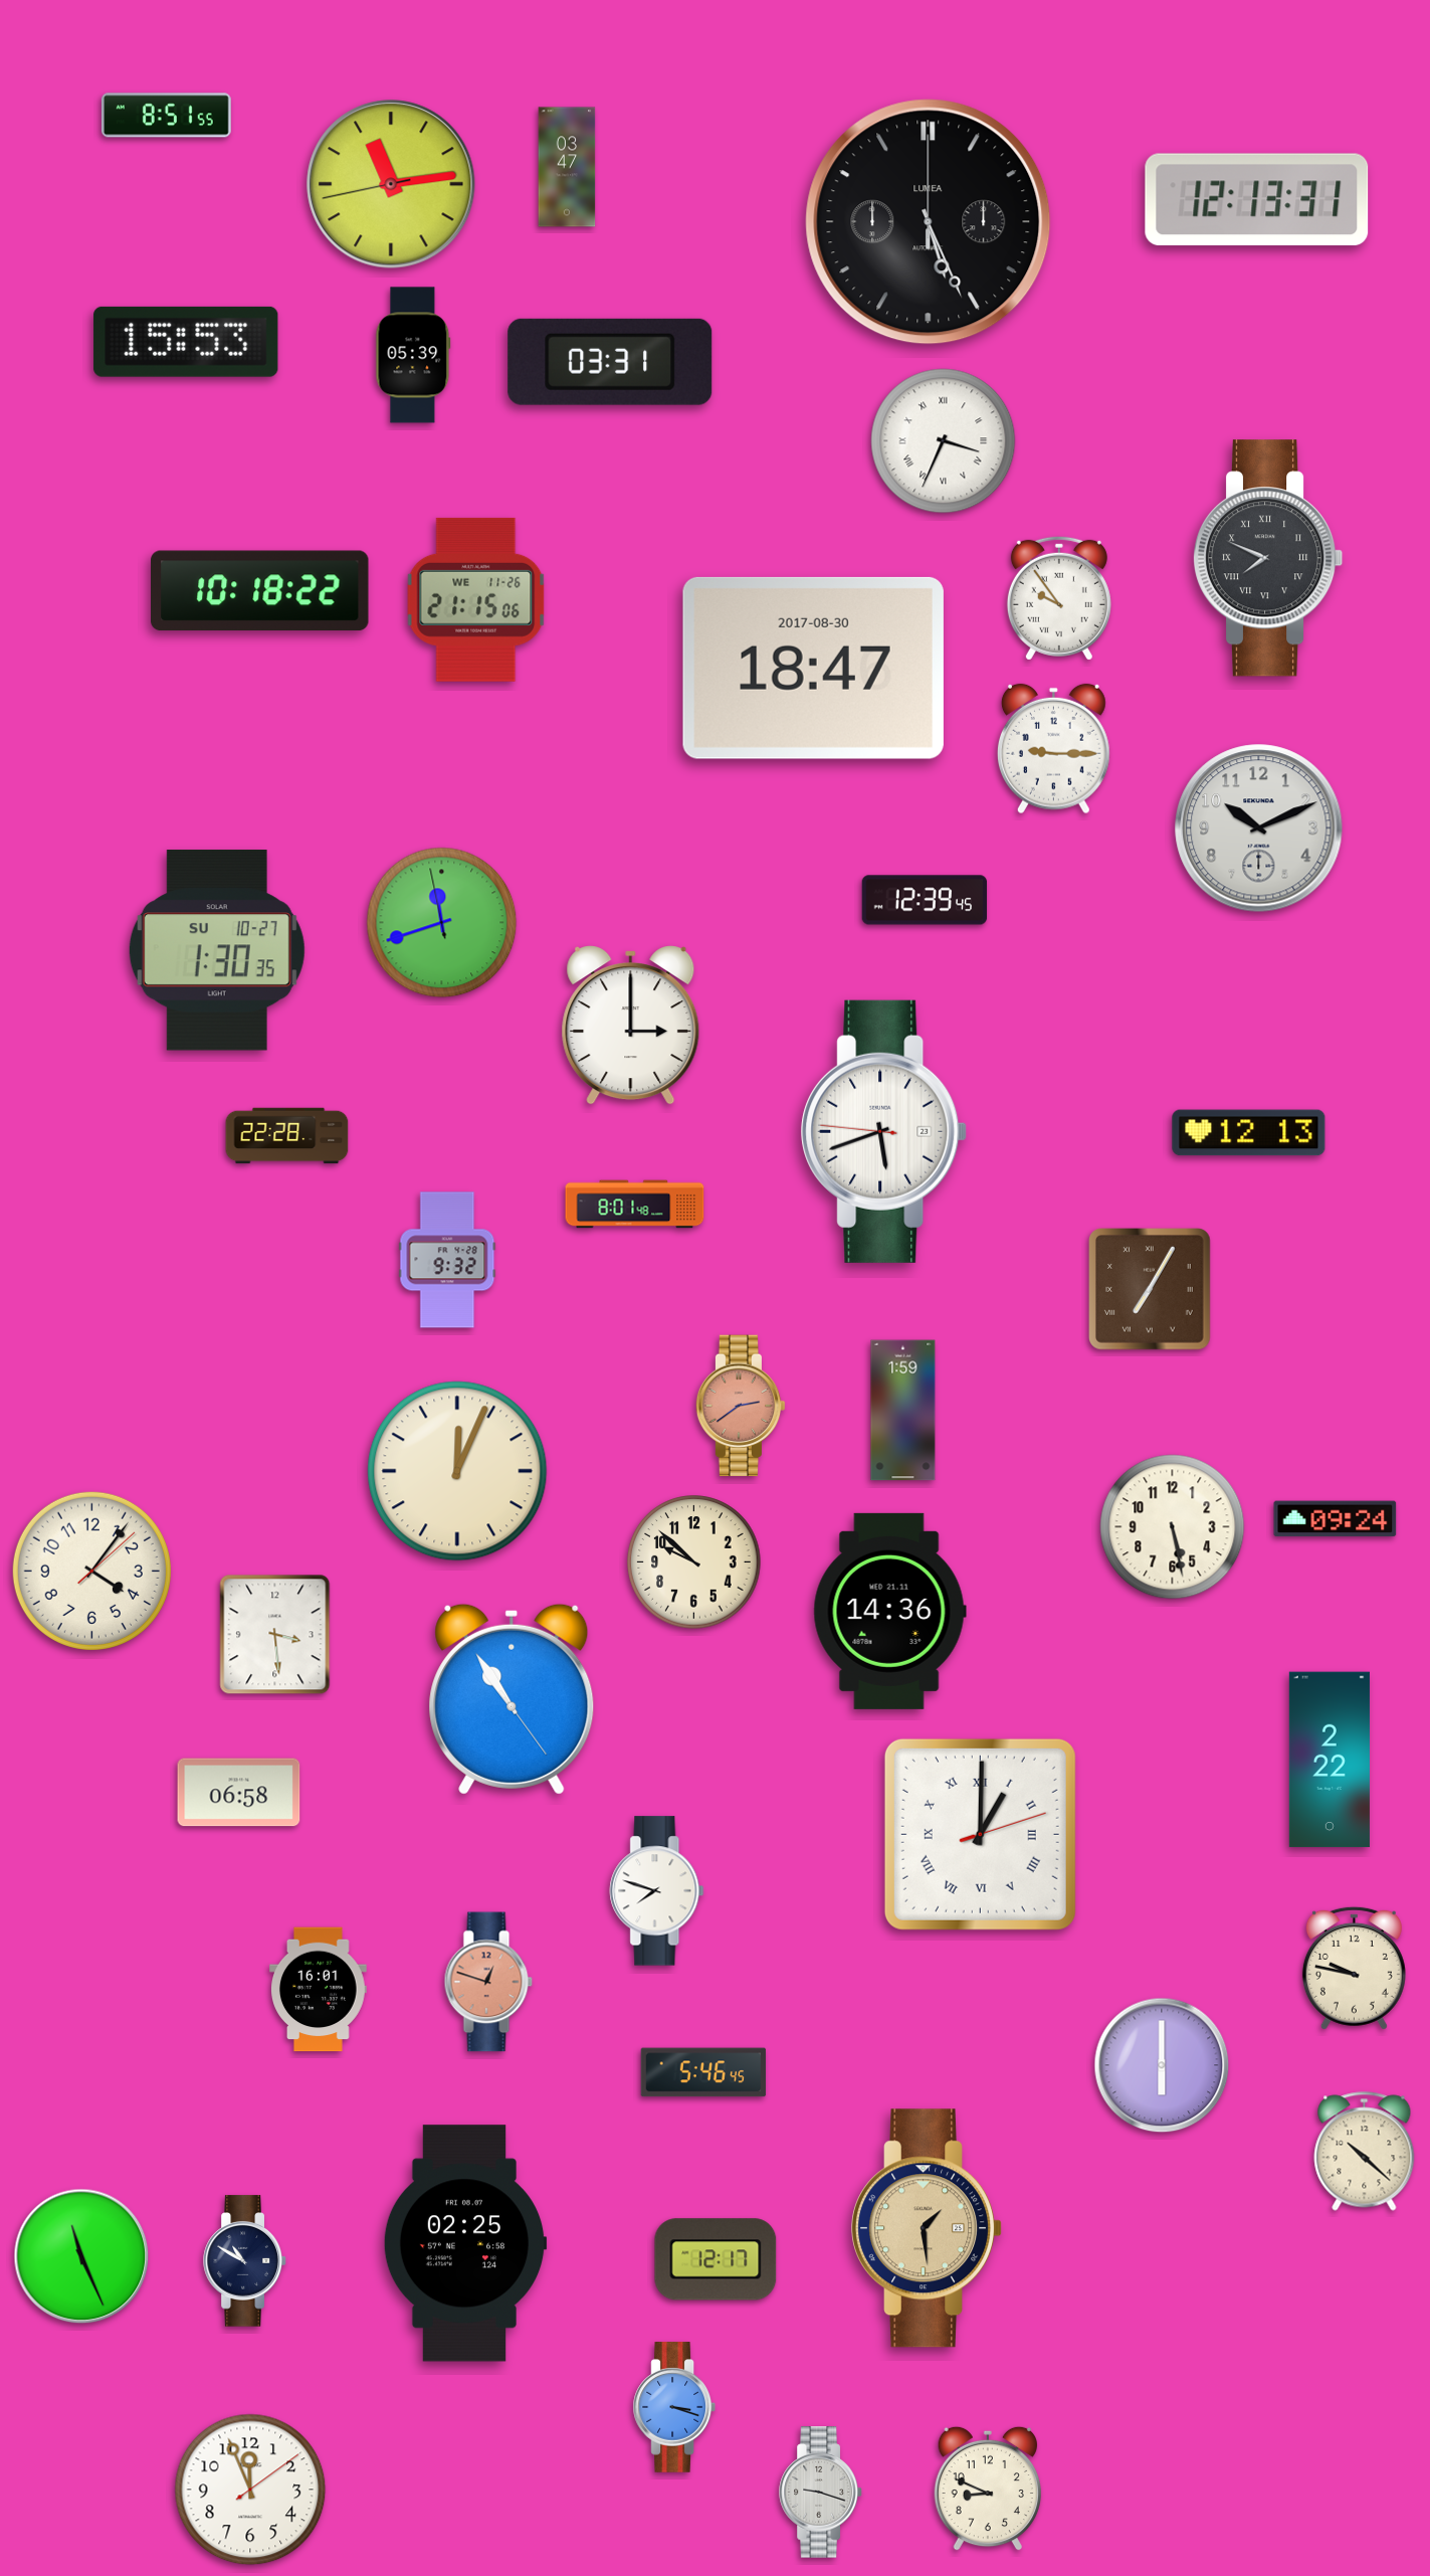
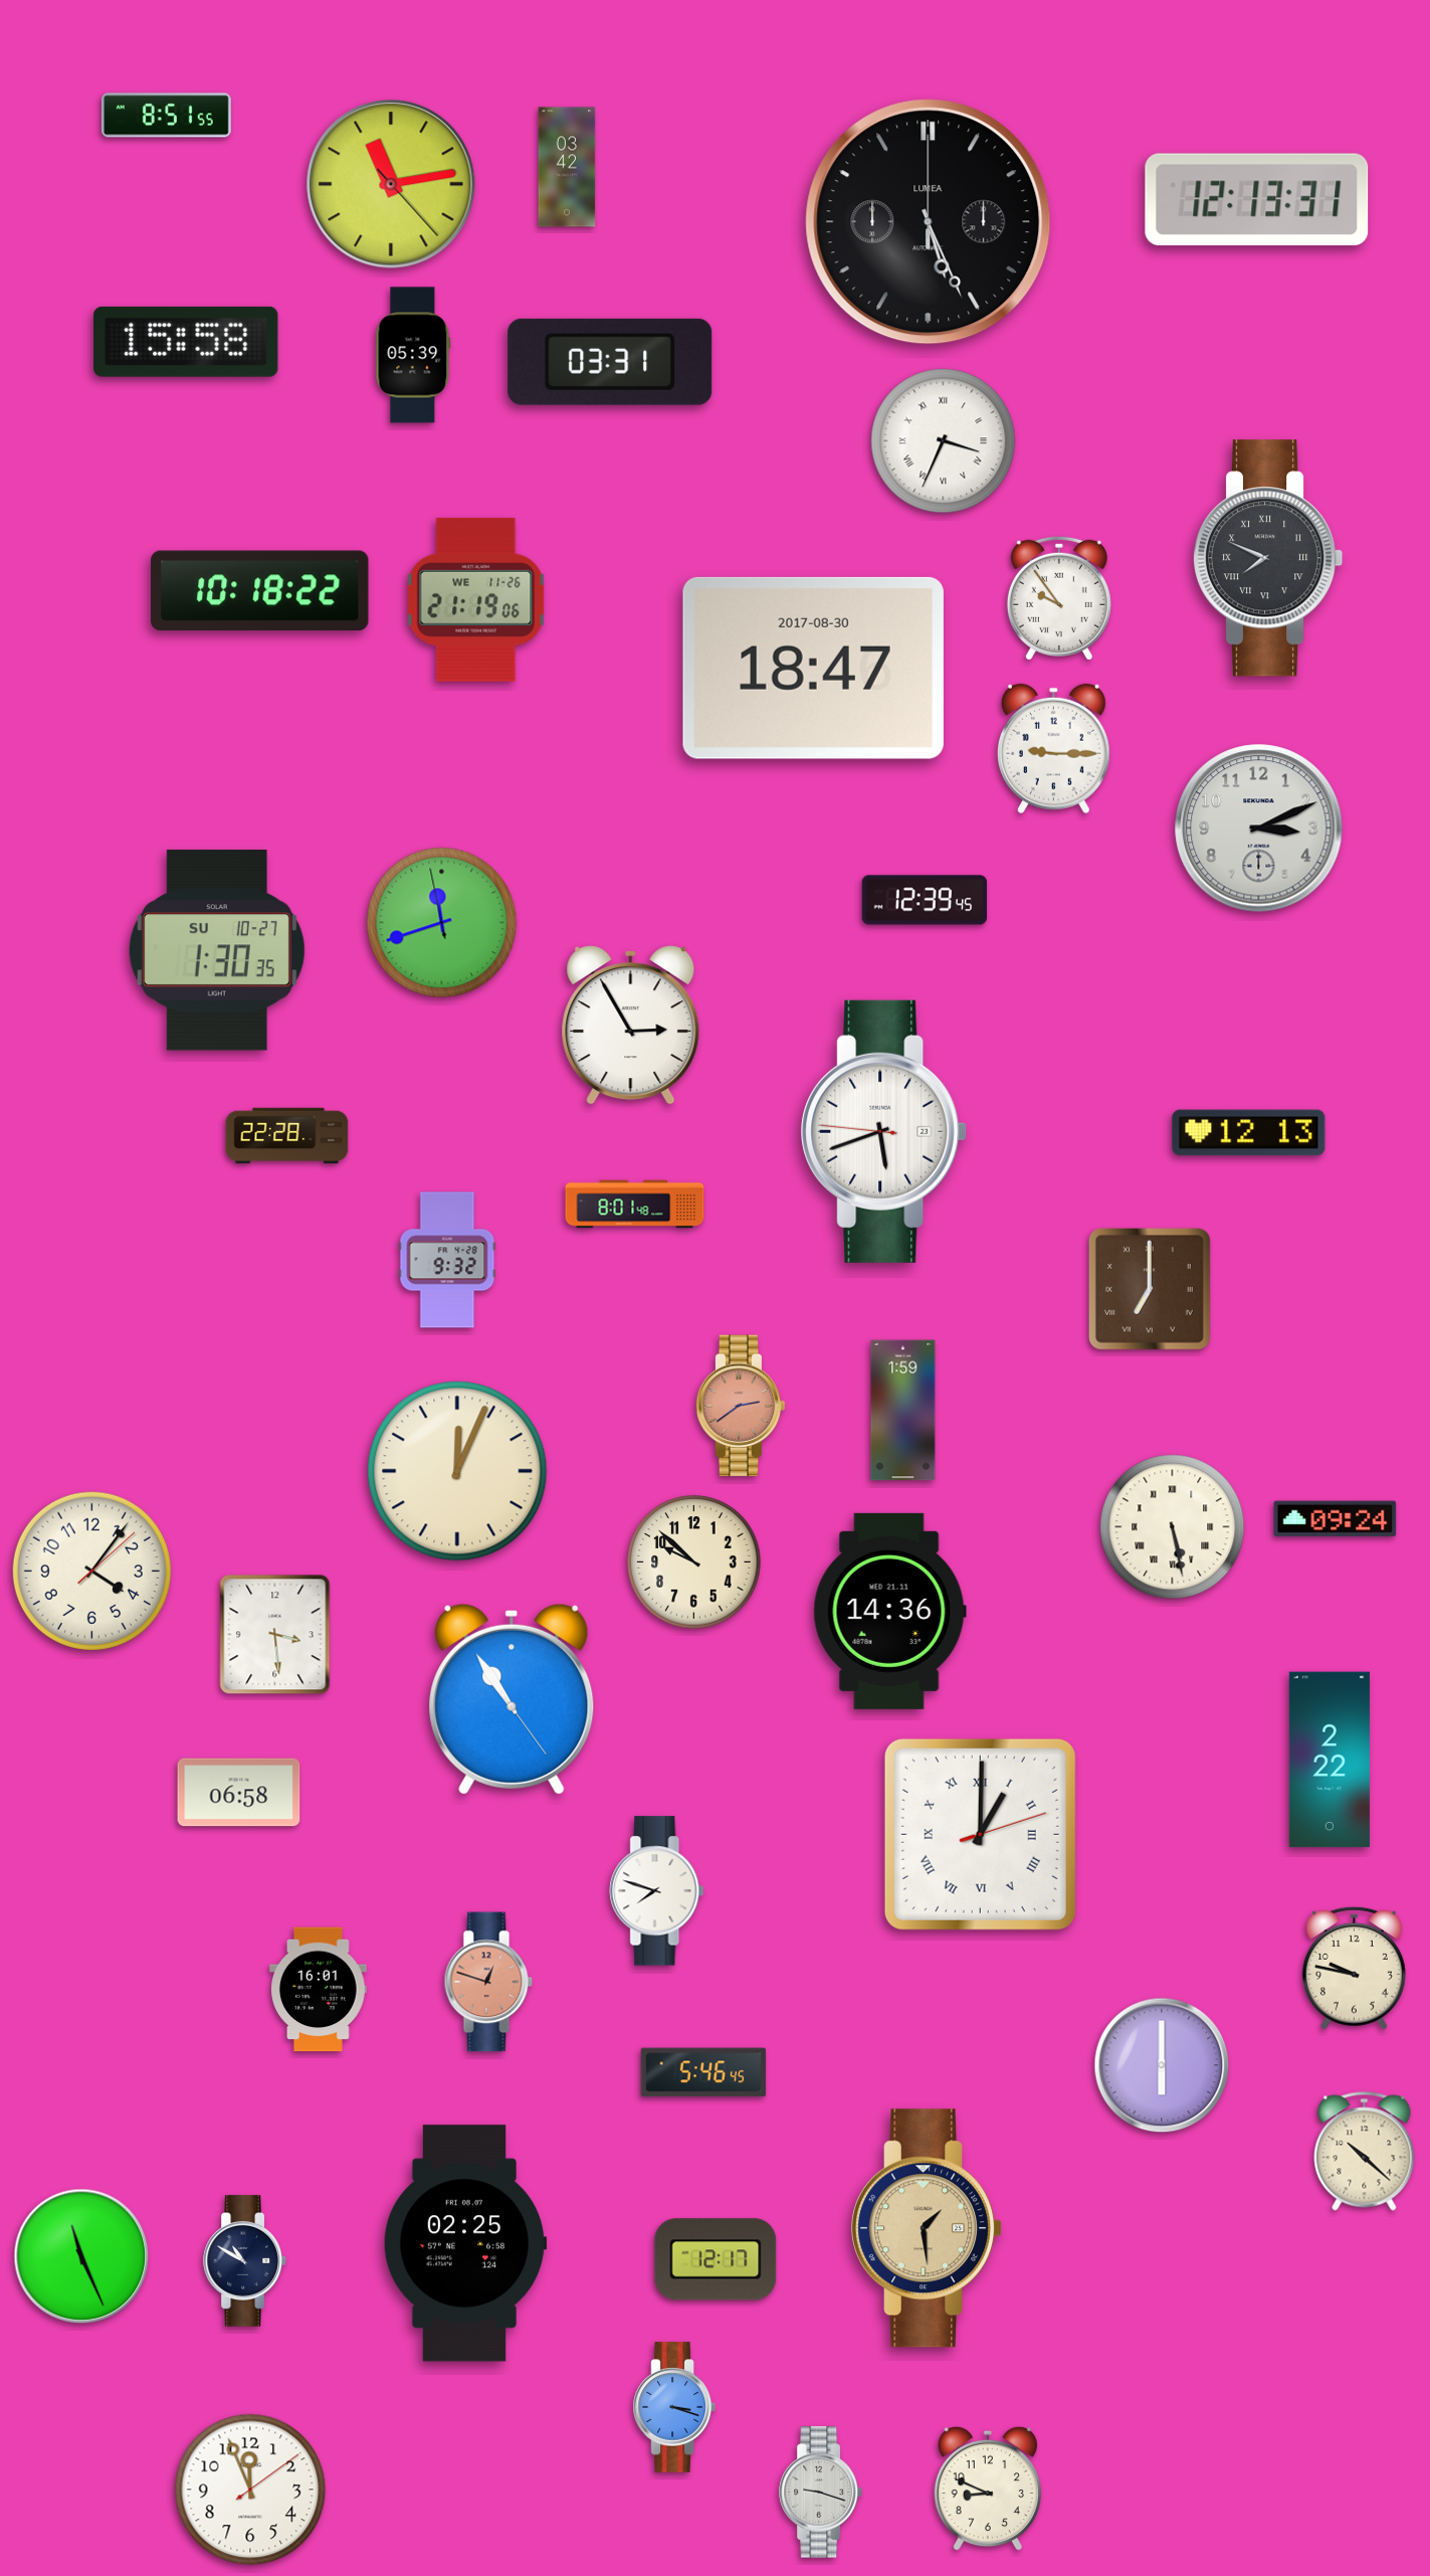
clock at (567, 167): 03:47 -> 03:42
clock at (391, 184): 11:13:43 -> 11:13:23
clock at (186, 342): 15:53 -> 15:58
clock at (476, 599): 21:15 -> 21:19
clock at (1259, 829): 10:11 -> 3:11
clock at (631, 1026): 3:00 -> 2:55
clock at (1151, 1290): 7:05 -> 7:00
clock at (1173, 1527) numerals: Arabic -> Roman
